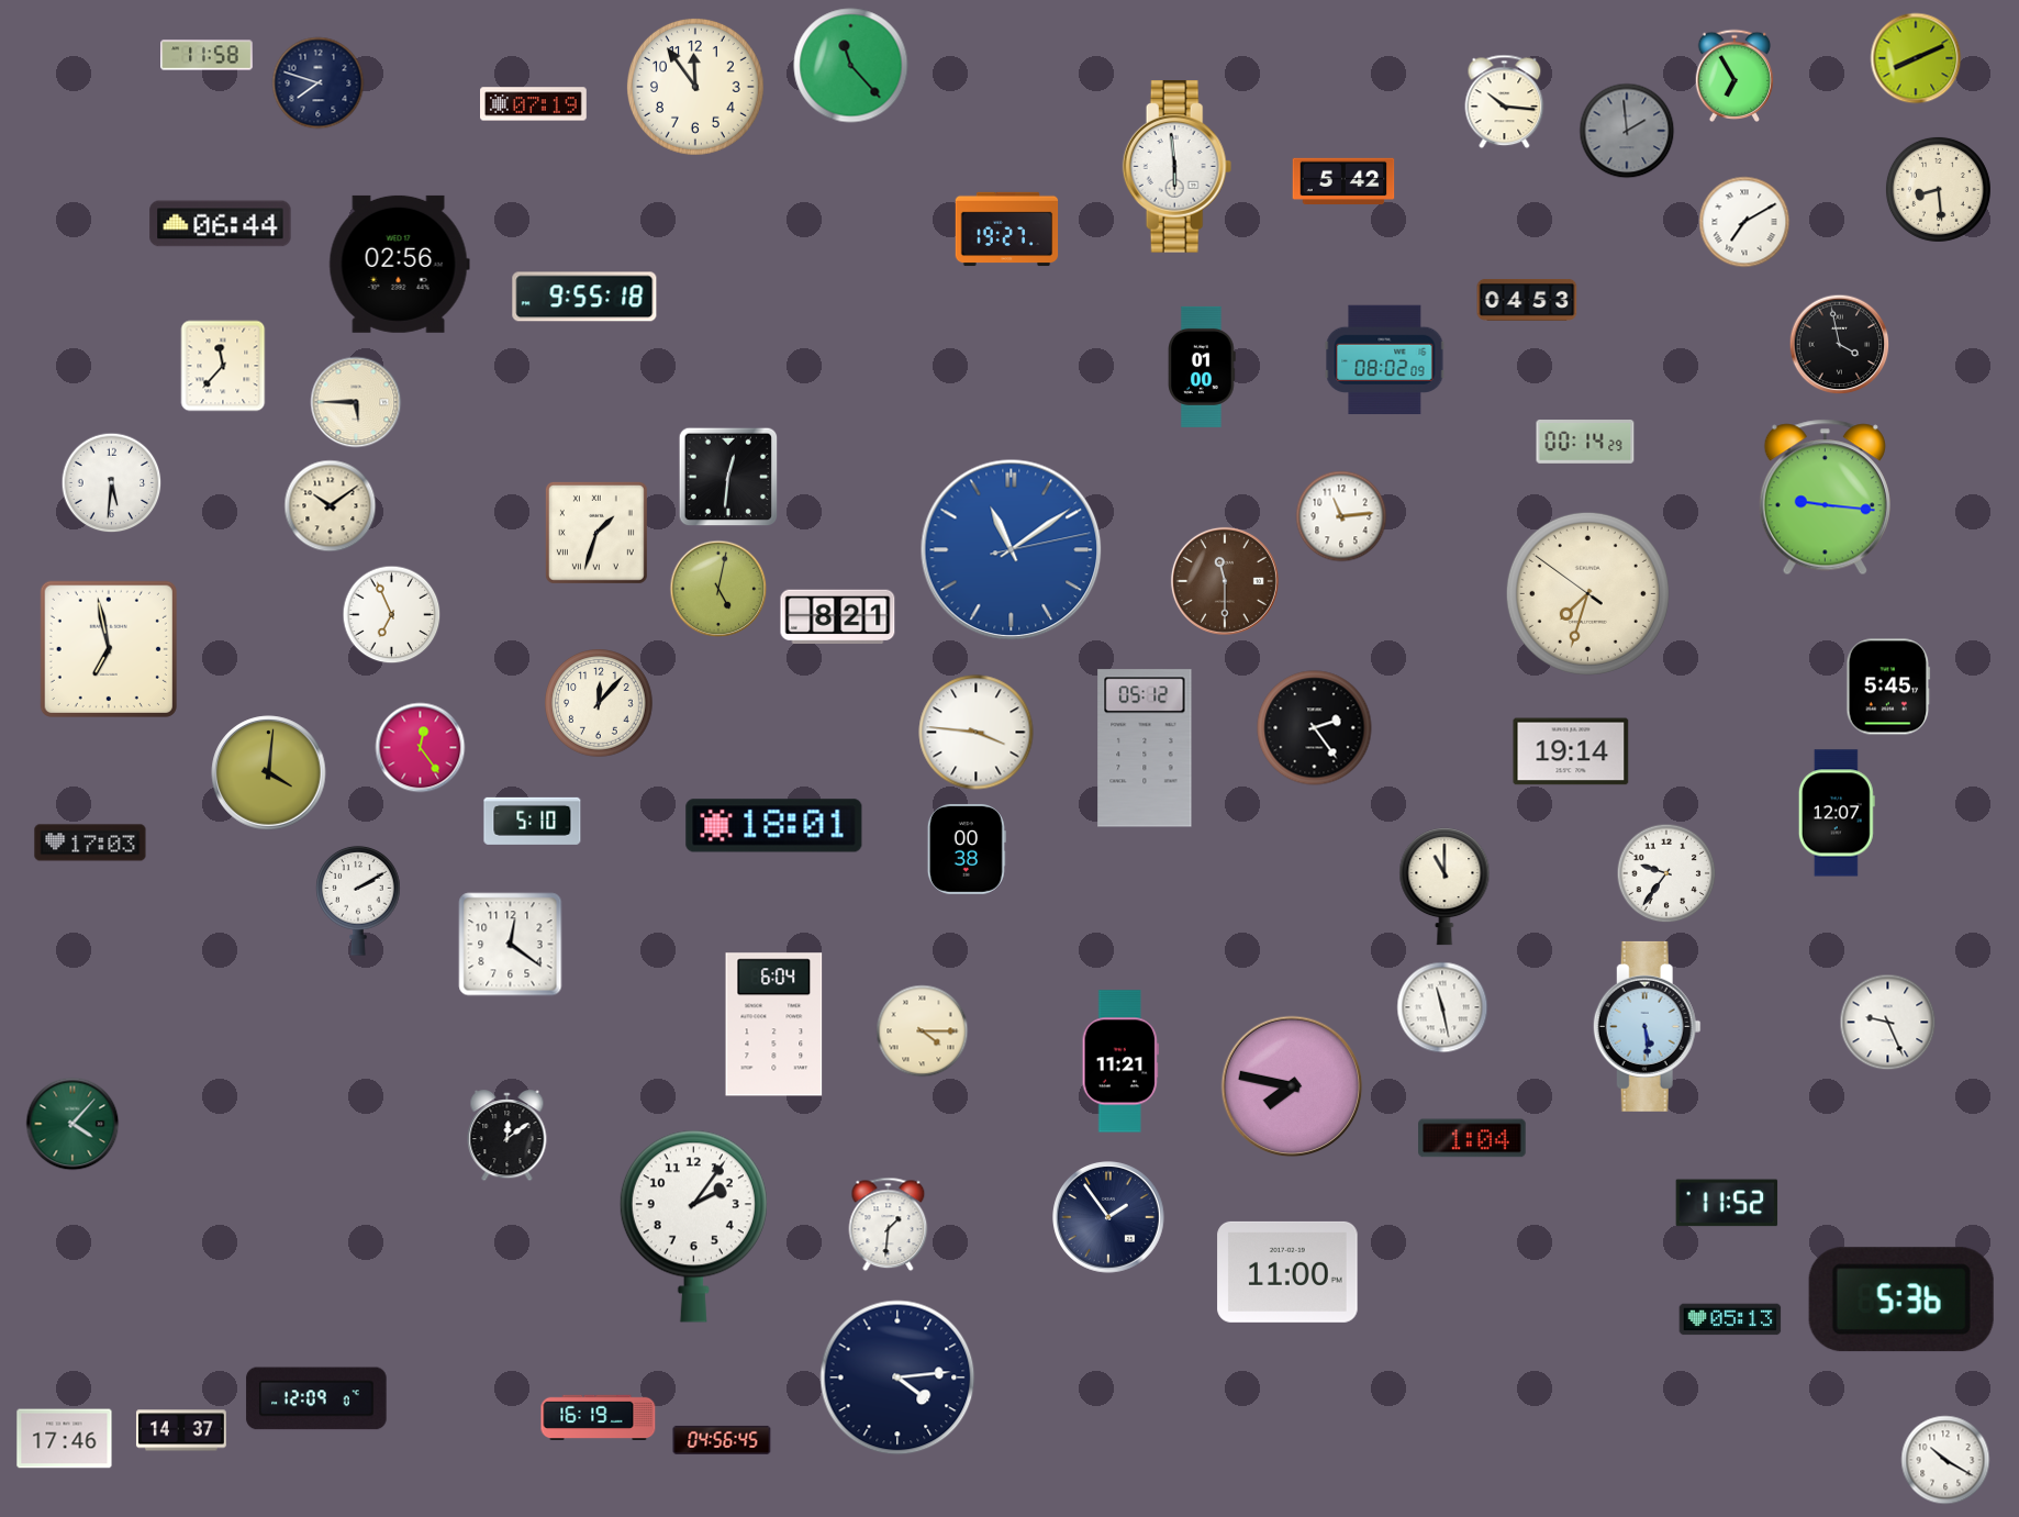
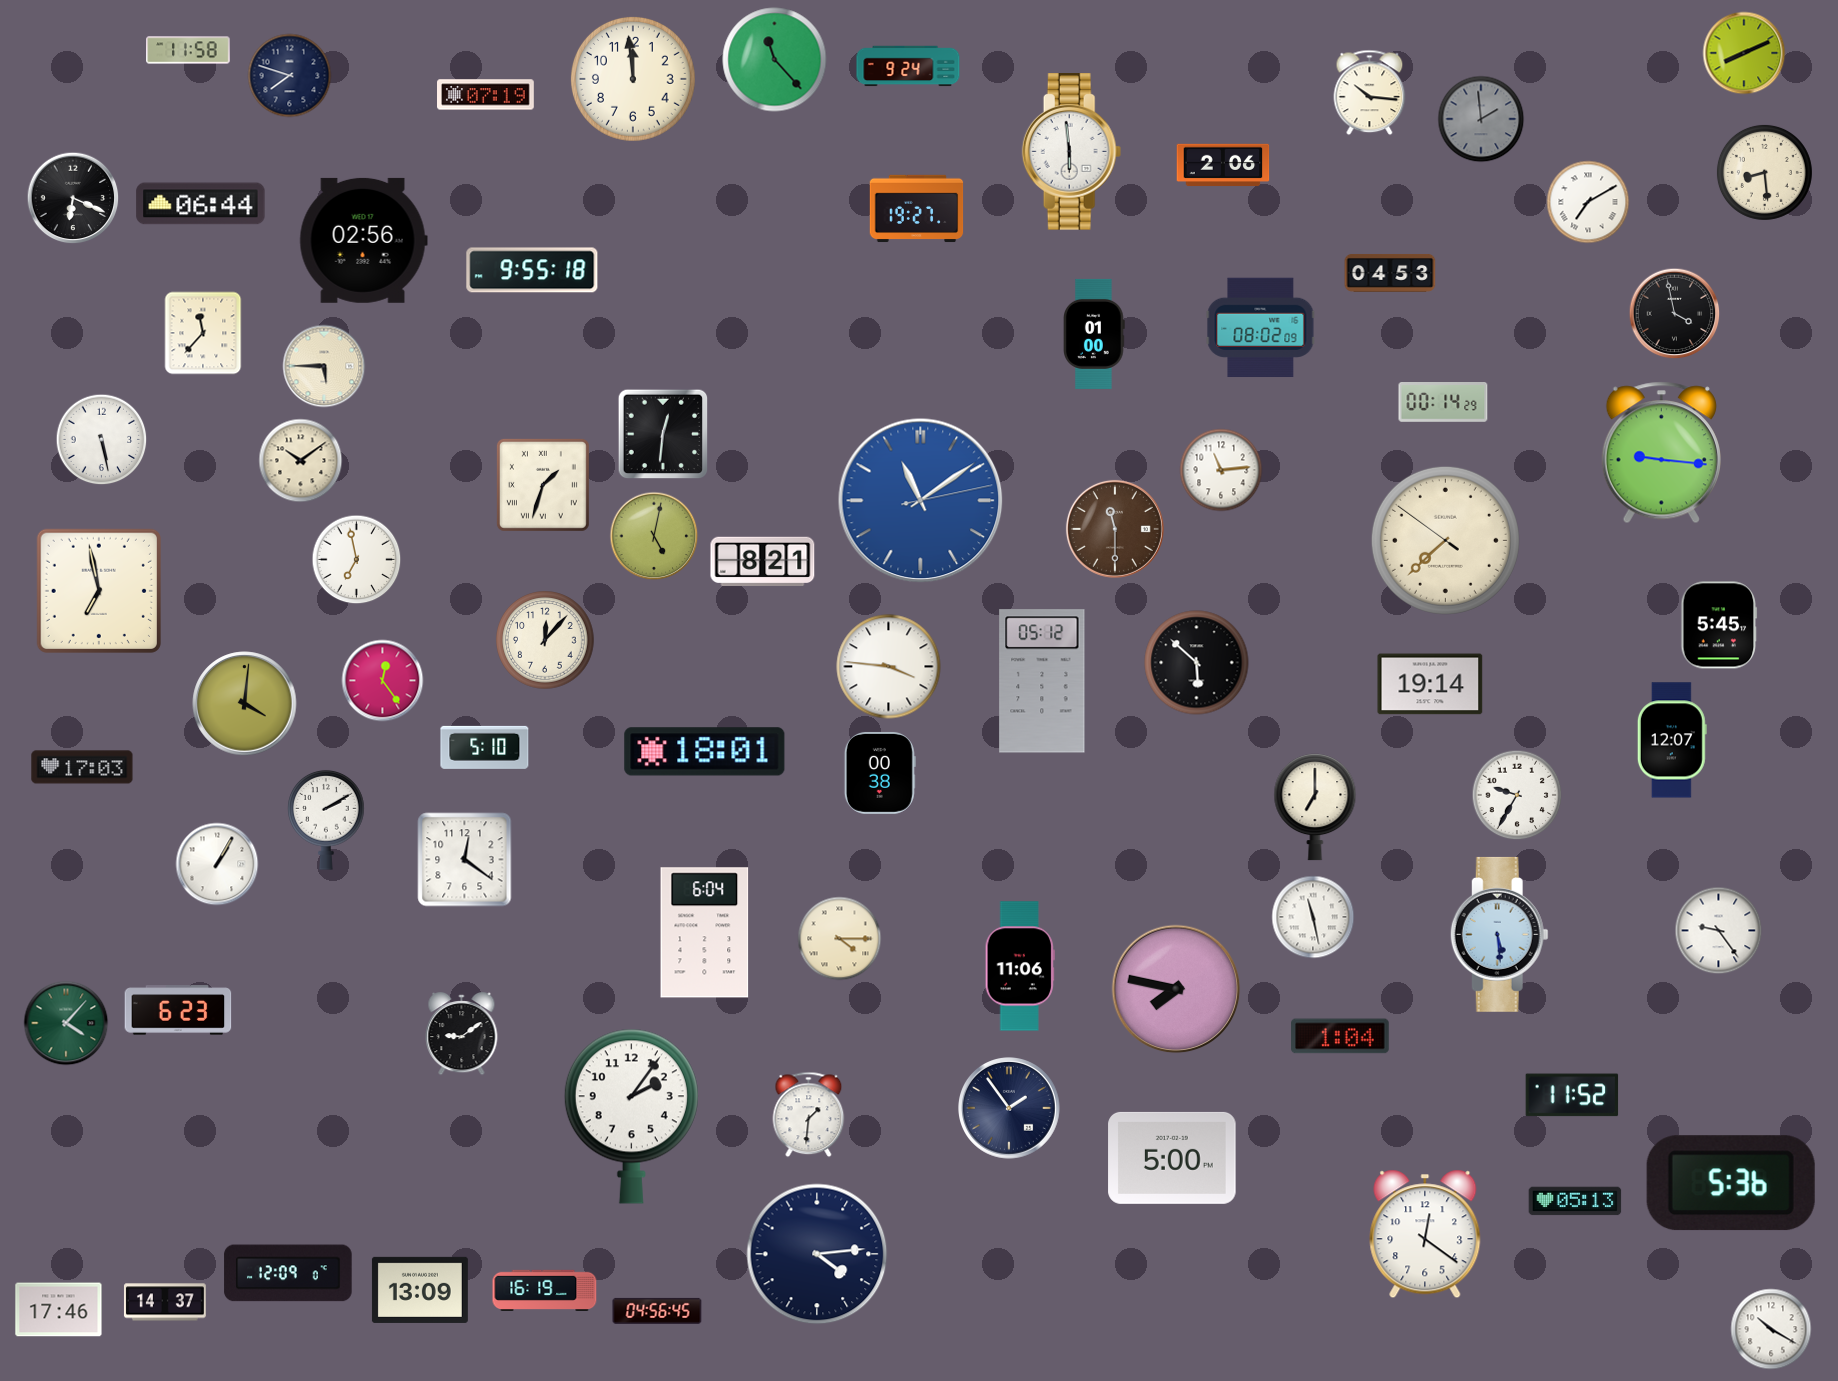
clock at (908, 66): none -> 9:24
clock at (1734, 76): 6:55 -> none
clock at (695, 87): 11:54 -> 11:59
clock at (1343, 181): 5:42 -> 2:06
clock at (73, 198): none -> 6:19
clock at (112, 483): 5:31 -> 5:28
clock at (1587, 593): 7:32 -> 7:37
clock at (392, 615): 6:56 -> 6:58
clock at (1315, 728): 2:24 -> 5:52
clock at (1666, 873): 9:36 -> 9:35
clock at (1444, 886): 11:00 -> 7:00
clock at (217, 864): none -> 1:05
clock at (1888, 1023): 9:26 -> 9:24
clock at (1120, 1061): 11:21 -> 11:06
clock at (178, 1010): none -> 6:23
clock at (507, 1137): 12:09 -> 9:09
clock at (1287, 1272): 11:00 -> 5:00
clock at (1425, 1234): none -> 12:21
clock at (420, 1290): none -> 13:09
